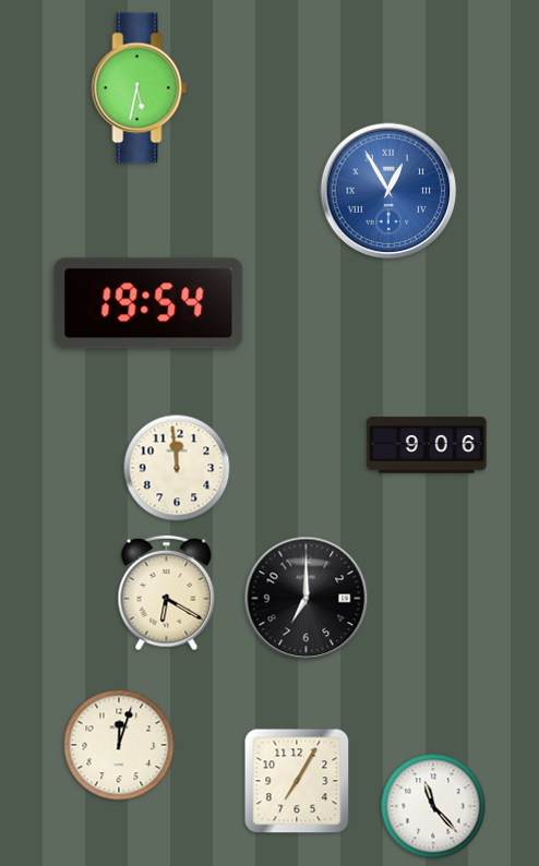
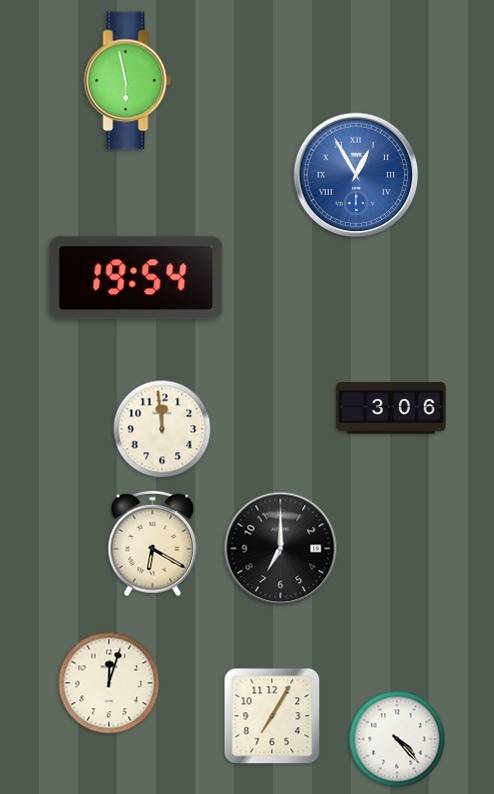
clock at (140, 88): 5:32 -> 5:58
clock at (427, 445): 9:06 -> 3:06
clock at (433, 806): 11:23 -> 4:23
